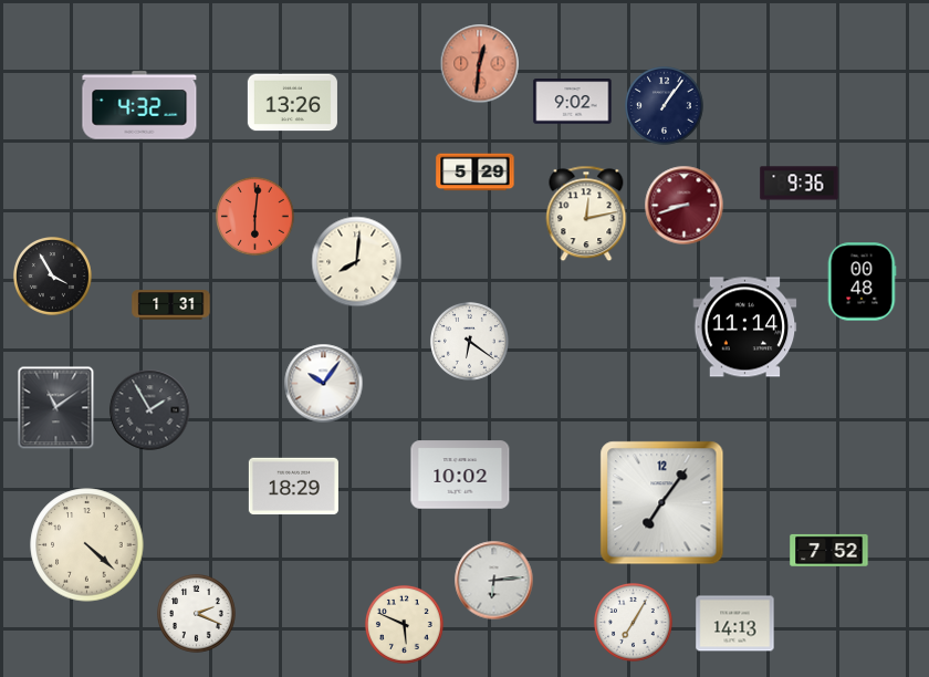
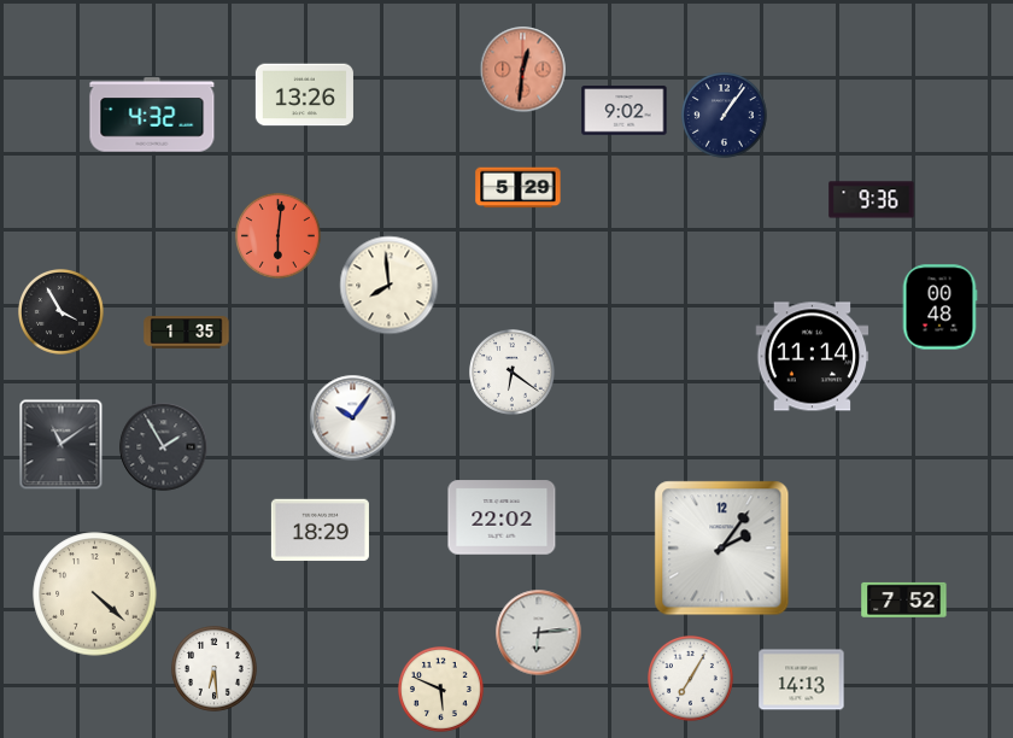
clock at (292, 103) position: (292, 103) -> (304, 95)
clock at (685, 206): 8:42 -> none
clock at (586, 213): 12:13 -> none
clock at (357, 262): 8:01 -> 7:59
clock at (53, 277) position: (53, 277) -> (62, 312)
clock at (171, 305): 1:31 -> 1:35
clock at (460, 475): 10:02 -> 22:02
clock at (662, 503): 7:06 -> 2:06
clock at (197, 614): 2:19 -> 6:29
clock at (405, 625) position: (405, 625) -> (441, 690)
